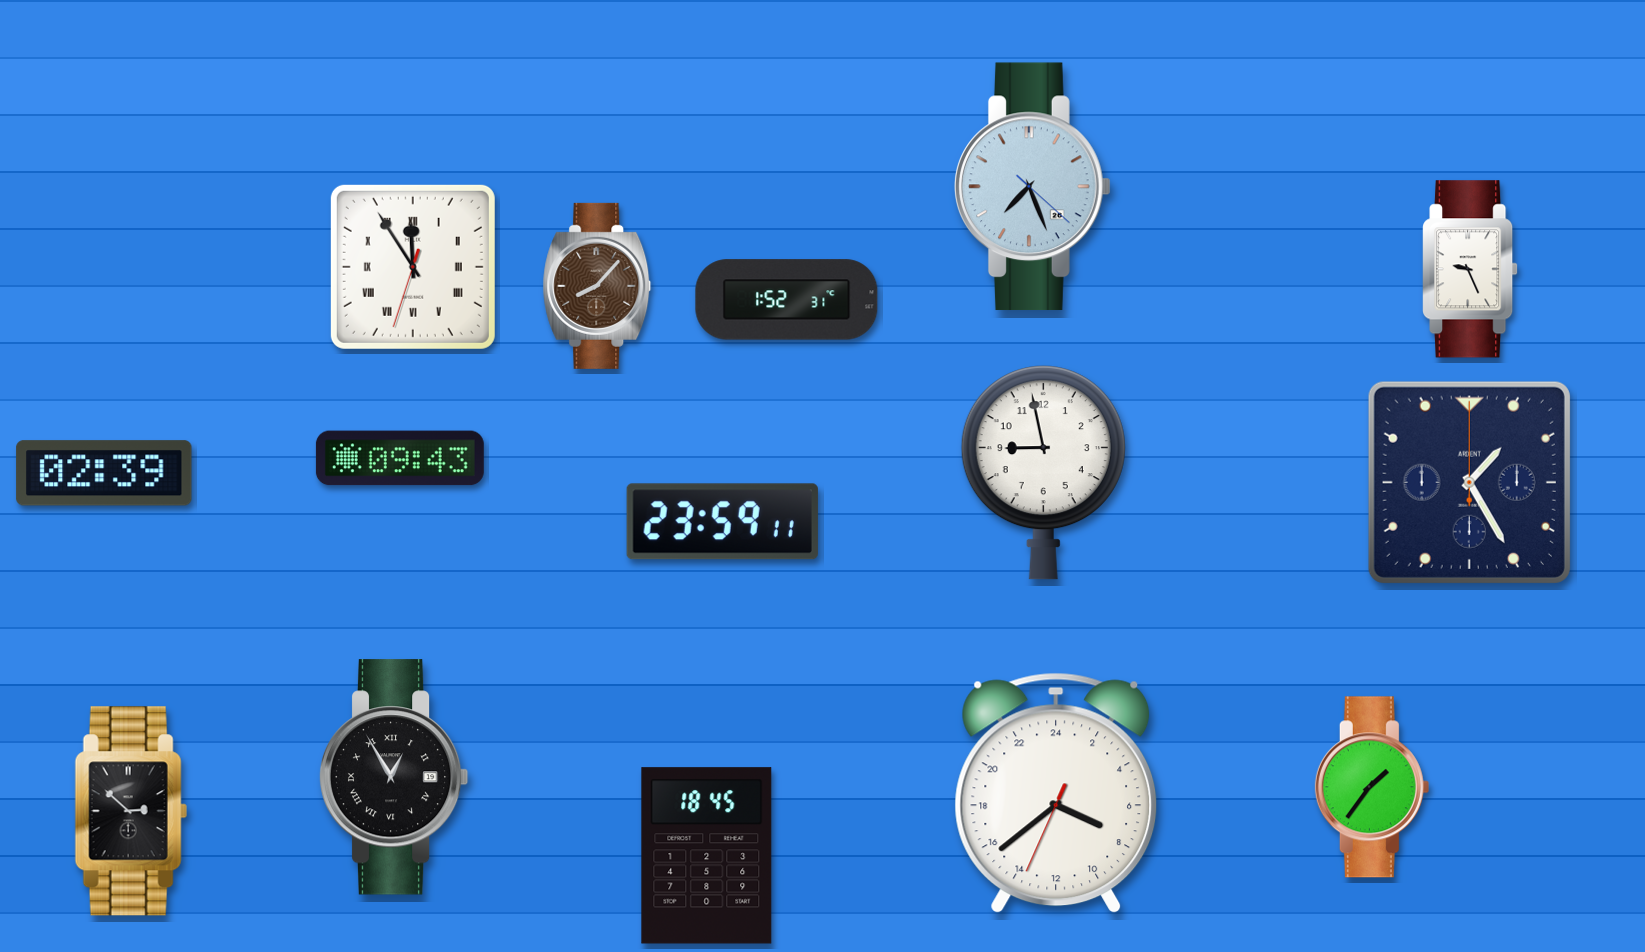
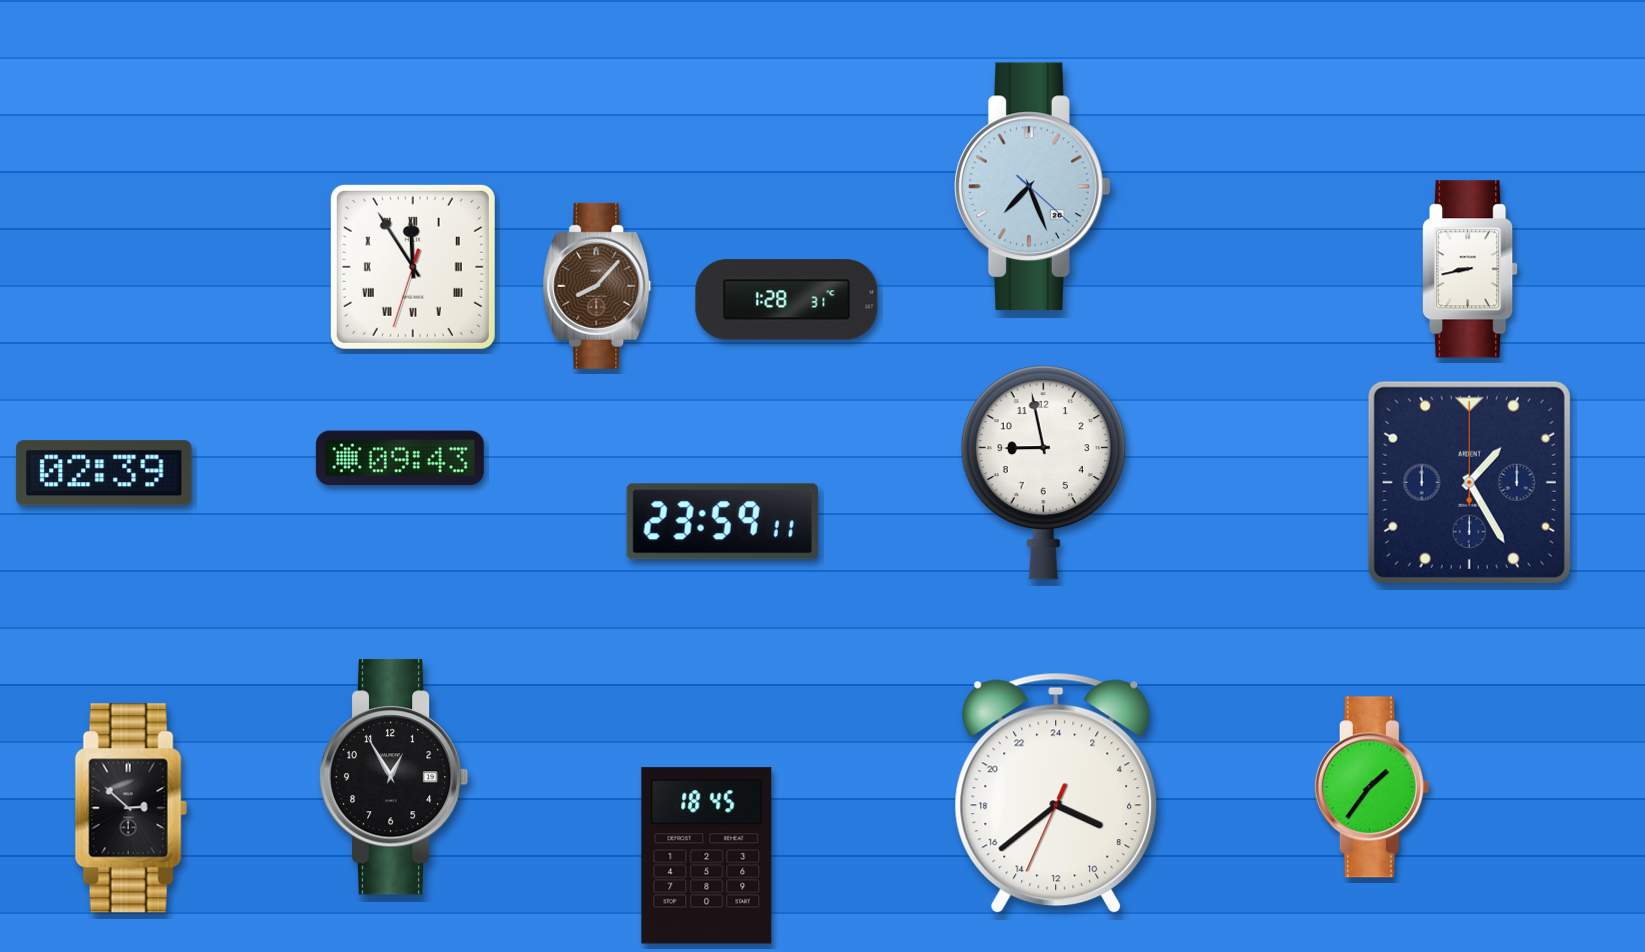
clock at (1470, 269): 9:26 -> 8:43
clock at (787, 300): 1:52 -> 1:28
clock at (394, 777) numerals: Roman -> Arabic
clock at (131, 811) position: (131, 811) -> (131, 808)
